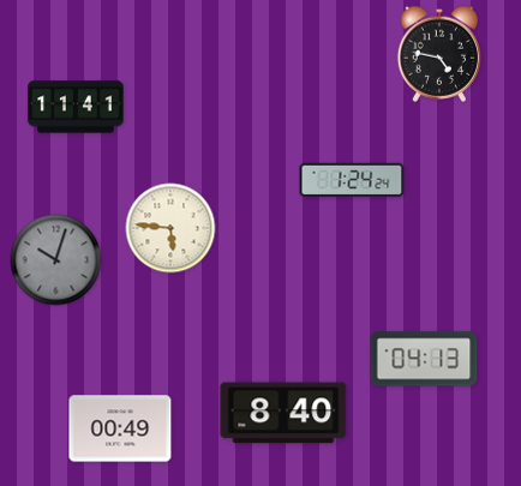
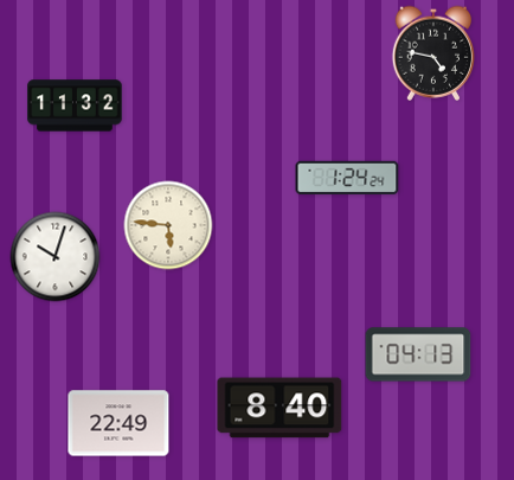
clock at (76, 107): 11:41 -> 11:32
clock at (56, 260) dial: grey -> white
clock at (120, 428): 00:49 -> 22:49
